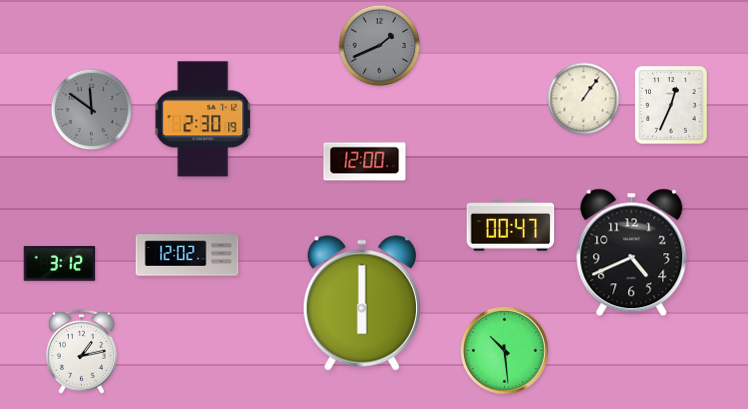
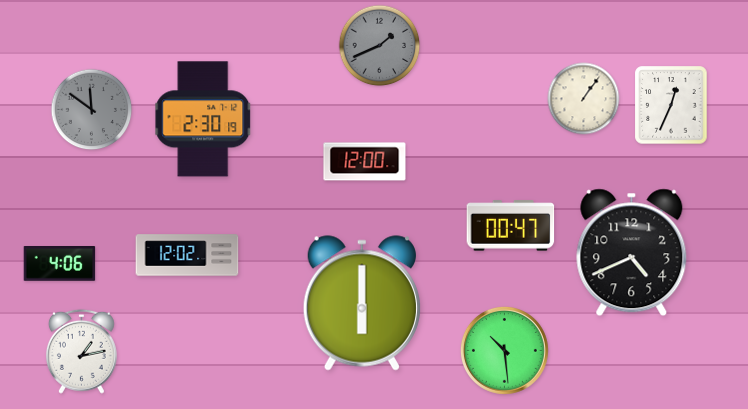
clock at (60, 264): 3:12 -> 4:06
